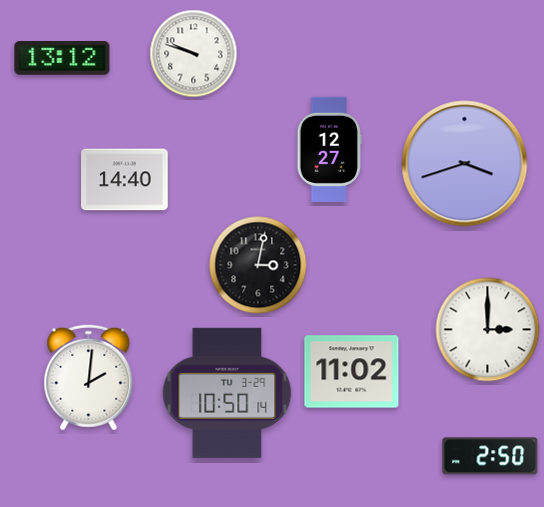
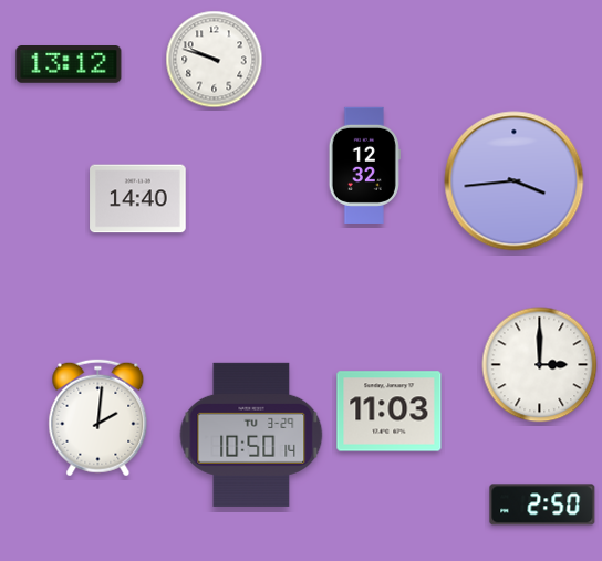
clock at (329, 149): 12:27 -> 12:32
clock at (465, 164): 3:42 -> 3:44
clock at (258, 265): 3:02 -> none
clock at (352, 372): 11:02 -> 11:03
